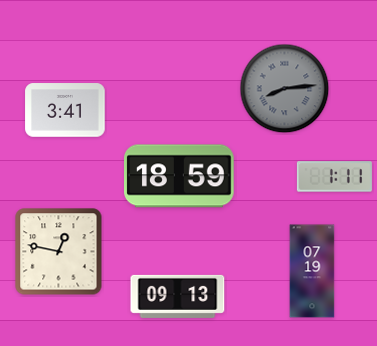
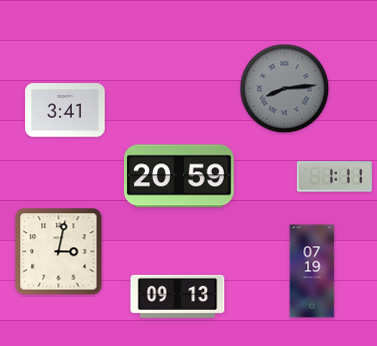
clock at (179, 176): 18:59 -> 20:59
clock at (59, 252): 12:47 -> 3:02
